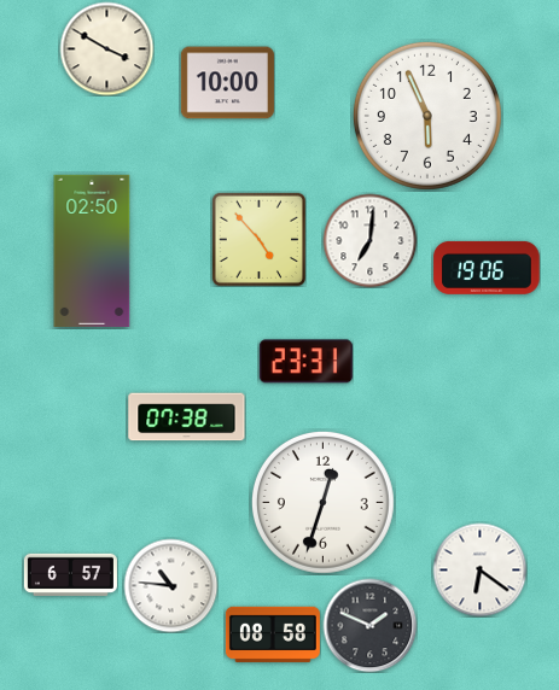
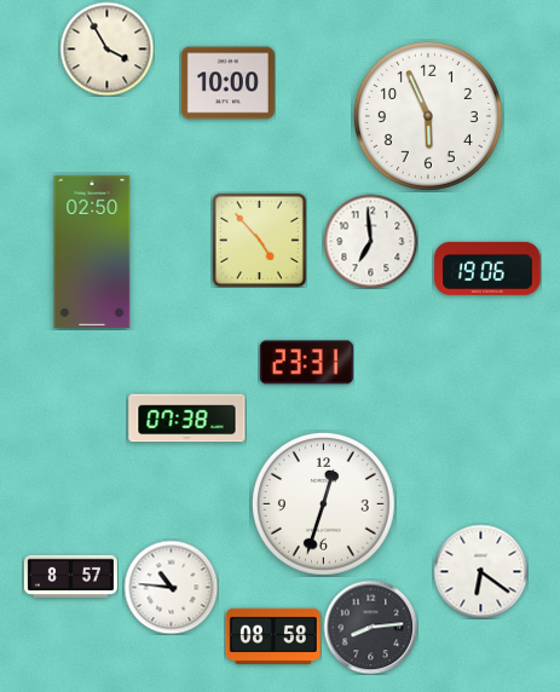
clock at (106, 48): 3:50 -> 3:55
clock at (369, 240): 7:01 -> 6:59
clock at (70, 574): 6:57 -> 8:57
clock at (369, 625): 1:49 -> 8:14
